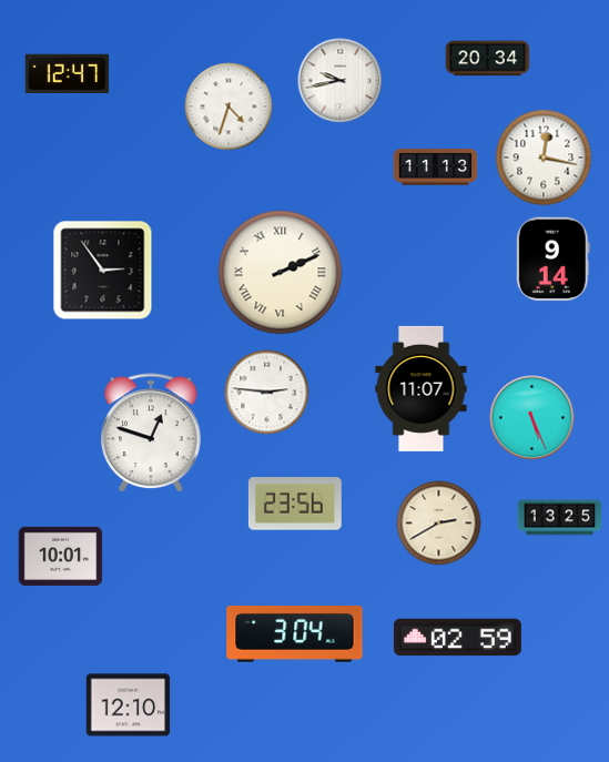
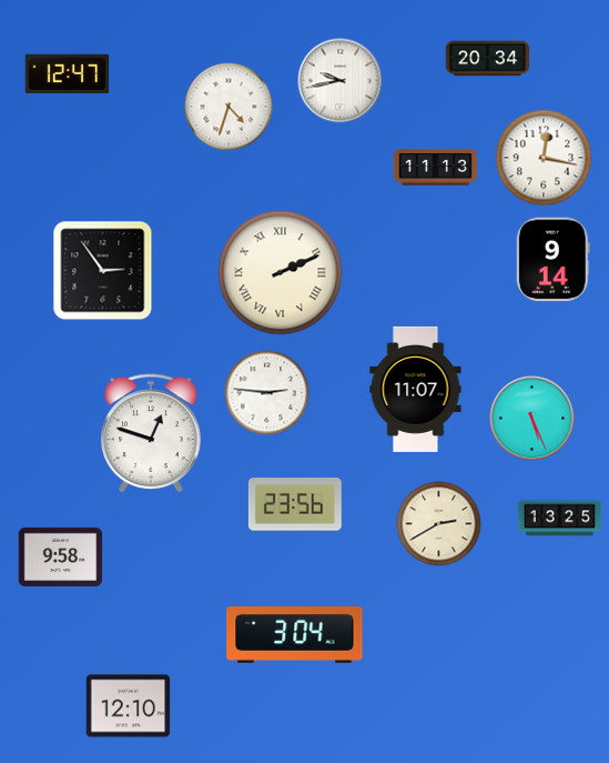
clock at (422, 388) position: (422, 388) -> (416, 389)
clock at (61, 556): 10:01 -> 9:58
clock at (457, 638): 02:59 -> none
